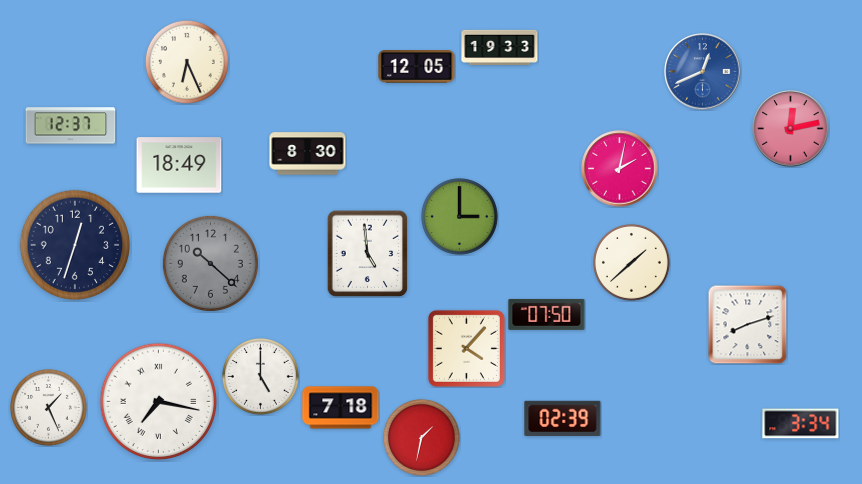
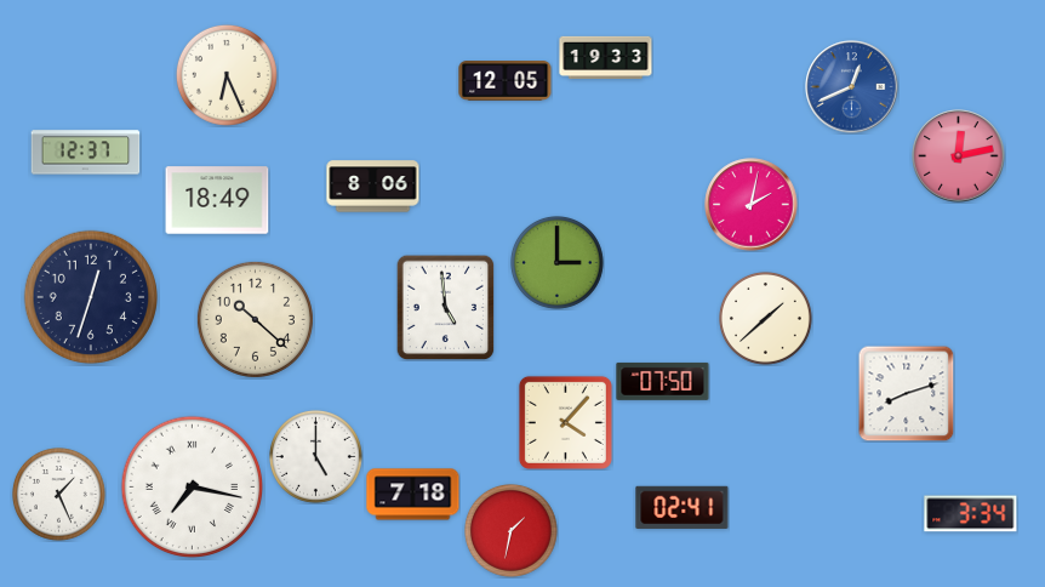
clock at (308, 154): 8:30 -> 8:06
clock at (210, 263) dial: grey -> cream
clock at (563, 418): 02:39 -> 02:41
